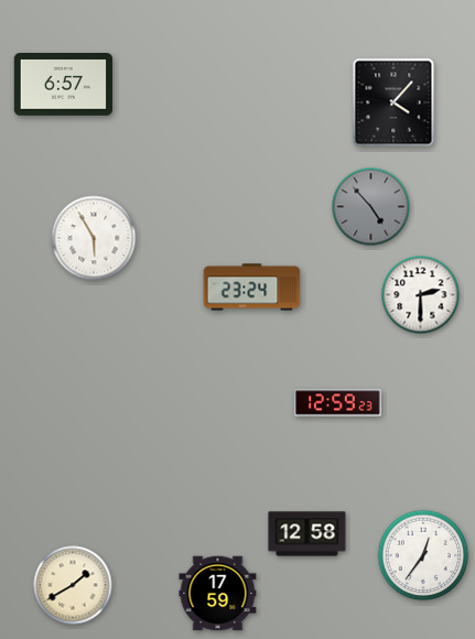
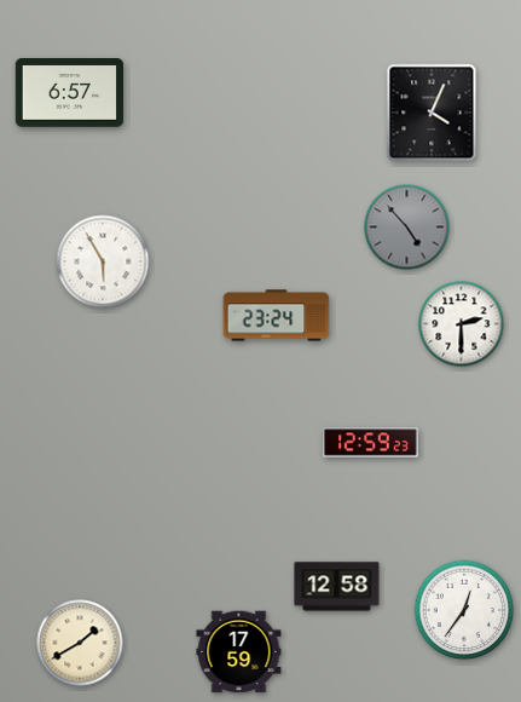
clock at (393, 102): 4:07 -> 4:04
